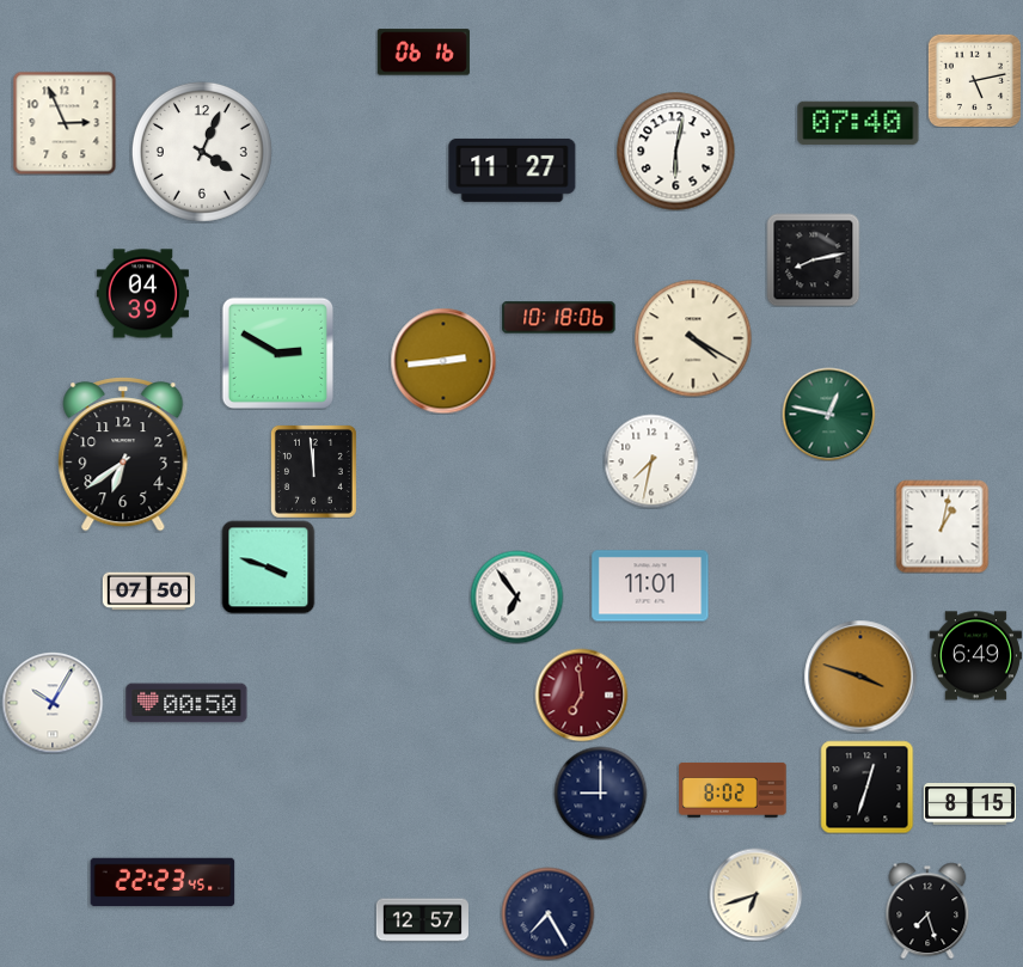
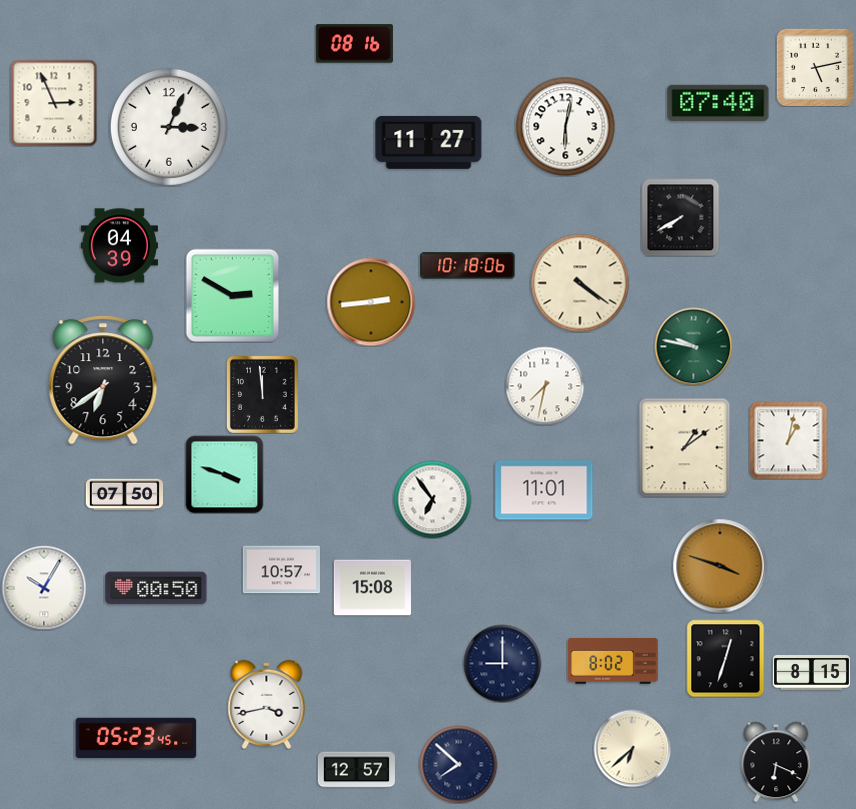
clock at (423, 53): 06:16 -> 08:16
clock at (202, 152): 4:04 -> 3:04
clock at (813, 259): 8:13 -> 7:40
clock at (693, 338): 4:20 -> 4:21
clock at (828, 414): 12:47 -> 9:47
clock at (685, 447): none -> 1:09
clock at (975, 656): 6:49 -> none
clock at (281, 570): none -> 10:57
clock at (581, 694): 6:59 -> none
clock at (372, 588): none -> 15:08
clock at (267, 704): none -> 3:43
clock at (163, 882): 22:23 -> 05:23
clock at (755, 894): 6:42 -> 6:38
clock at (927, 911): 7:27 -> 6:19
clock at (547, 913): 7:25 -> 7:52
clock at (422, 920) position: (422, 920) -> (356, 770)
